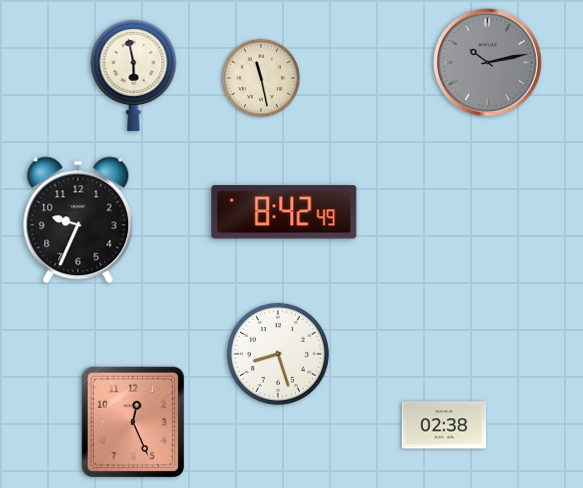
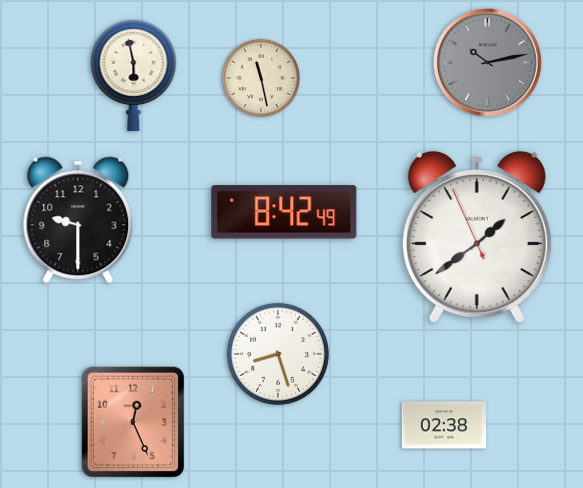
clock at (78, 220): 9:34 -> 9:30
clock at (477, 237): none -> 1:38
